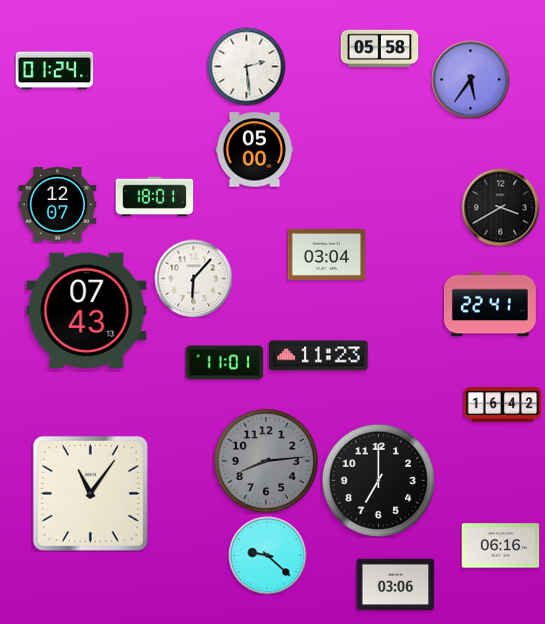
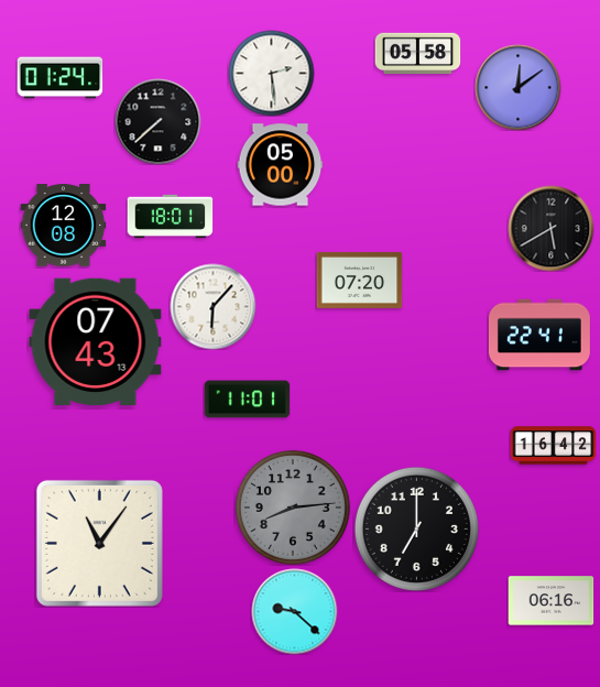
clock at (470, 79): 5:36 -> 12:09
clock at (157, 121): none -> 7:38
clock at (57, 205): 12:07 -> 12:08
clock at (500, 207): 3:40 -> 5:40
clock at (326, 254): 03:04 -> 07:20
clock at (319, 356): 11:23 -> none
clock at (395, 585): 03:06 -> none
